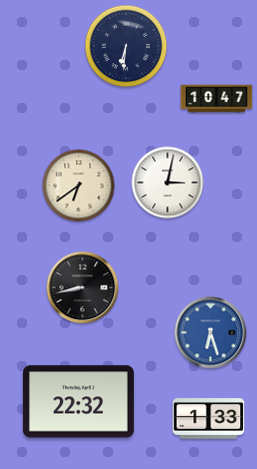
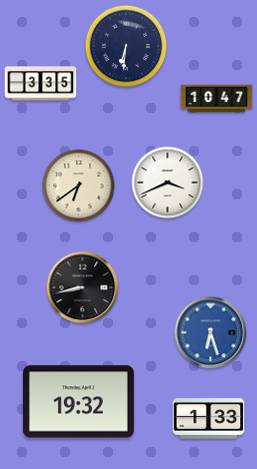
clock at (41, 84): none -> 3:35
clock at (168, 183): 3:02 -> 3:41
clock at (78, 402): 22:32 -> 19:32
